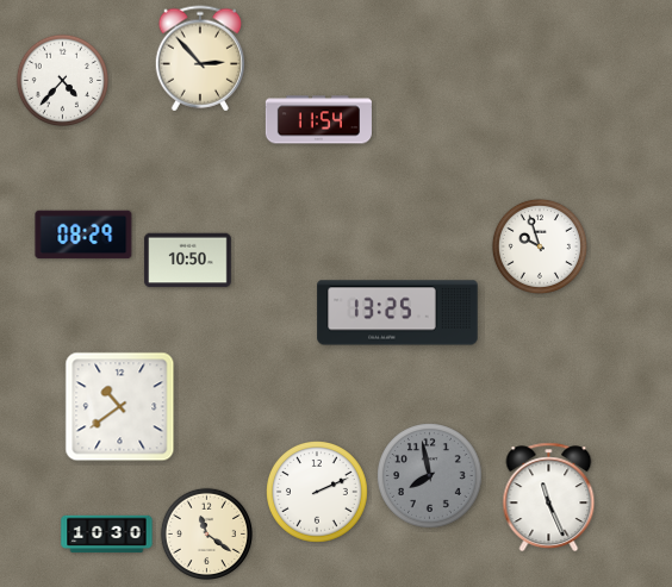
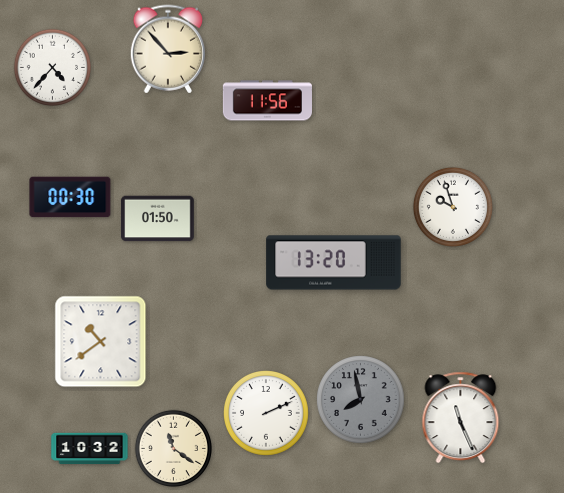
clock at (318, 120): 11:54 -> 11:56
clock at (83, 235): 08:29 -> 00:30
clock at (188, 261): 10:50 -> 01:50
clock at (398, 313): 13:25 -> 13:20
clock at (107, 535): 10:30 -> 10:32
